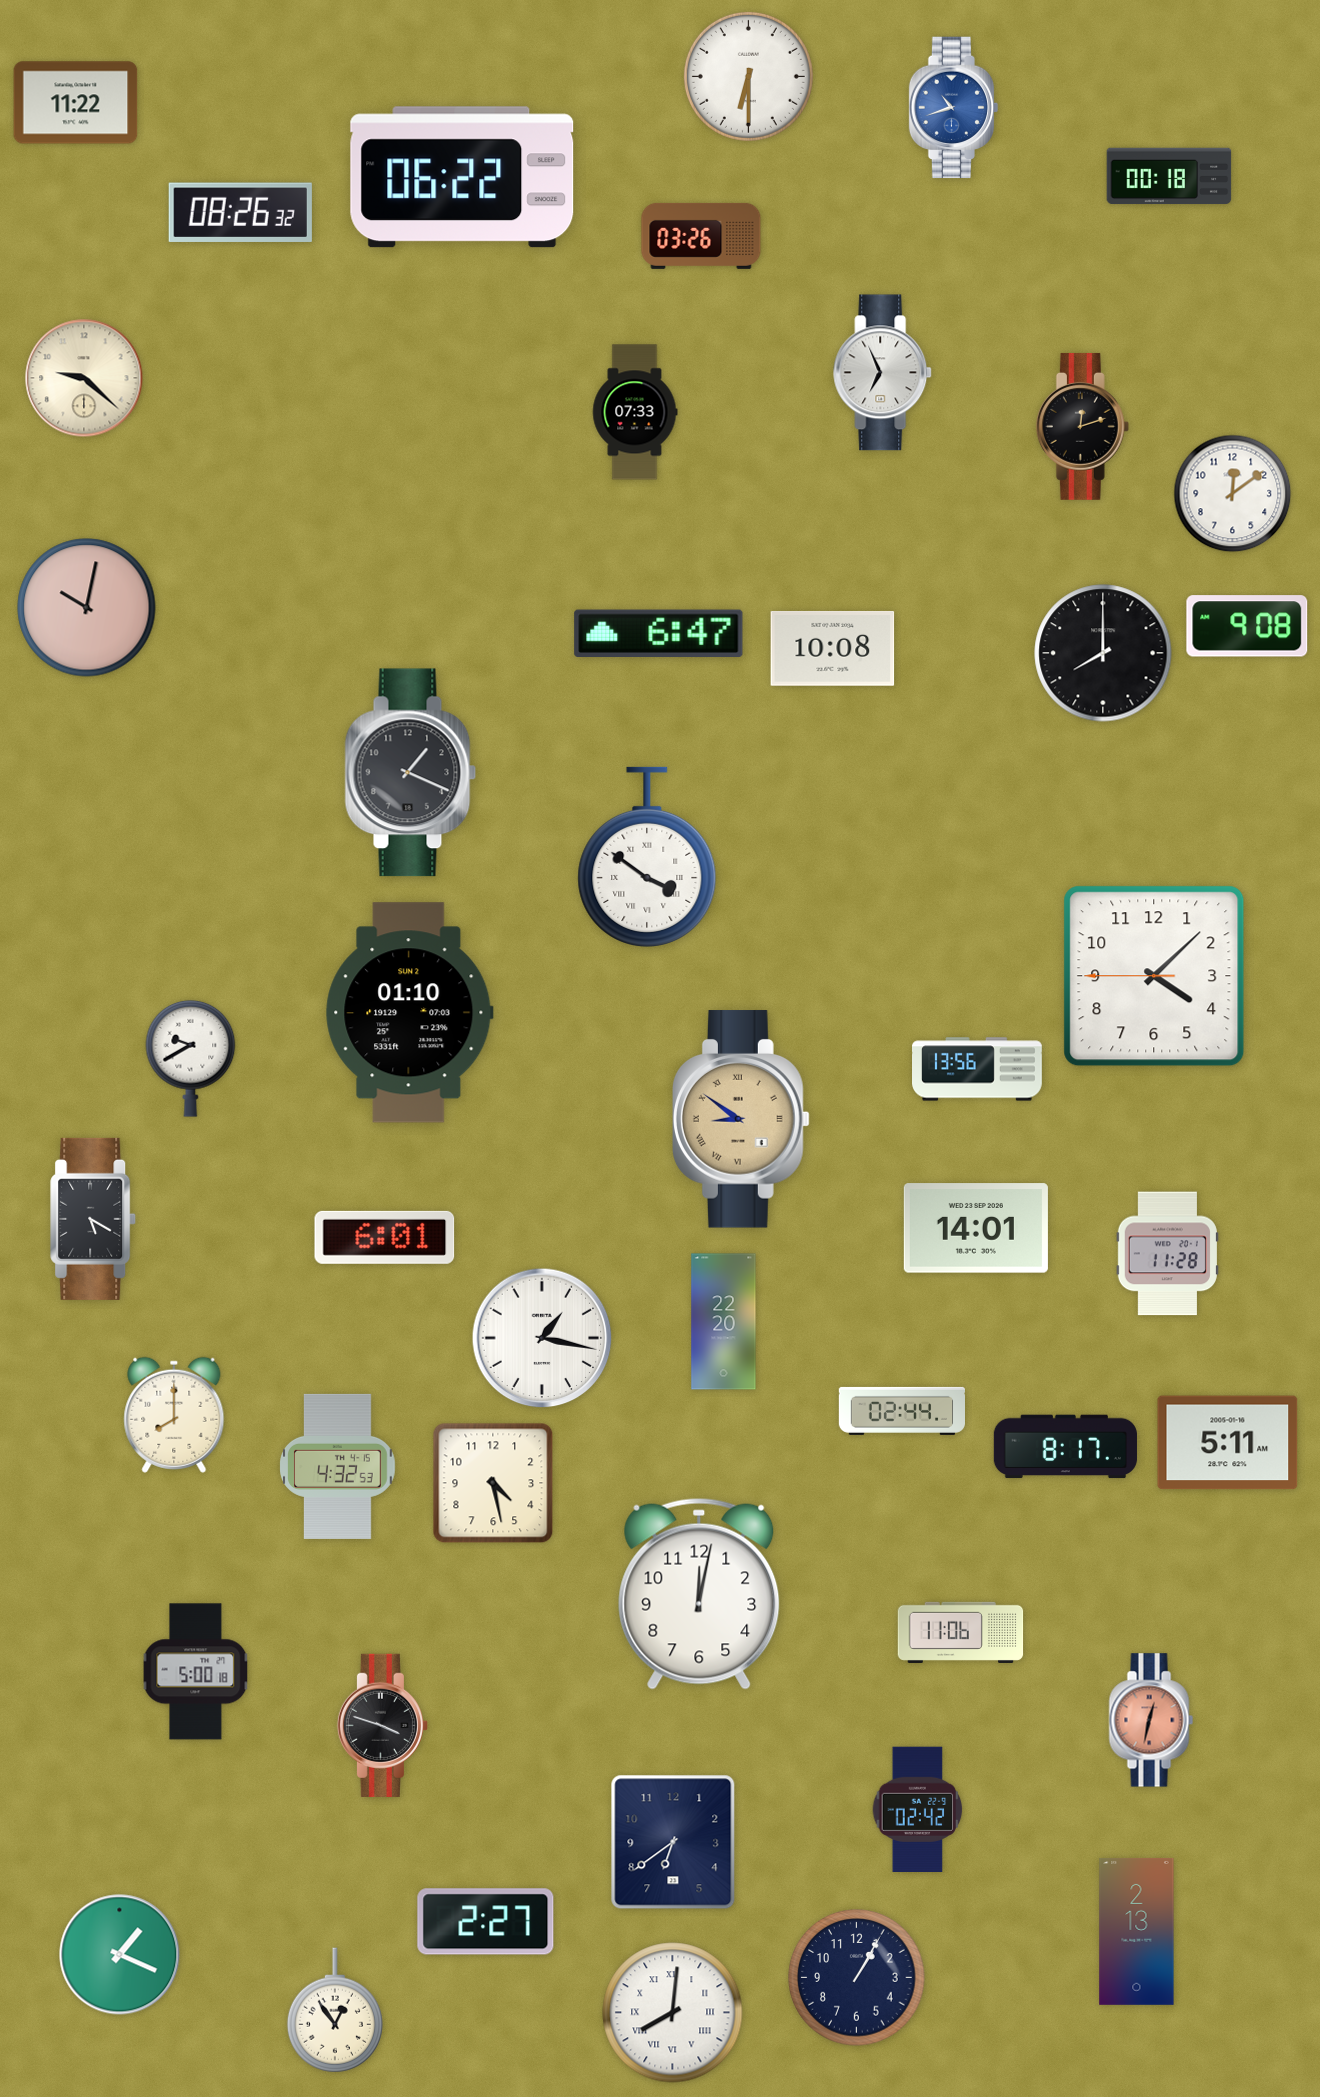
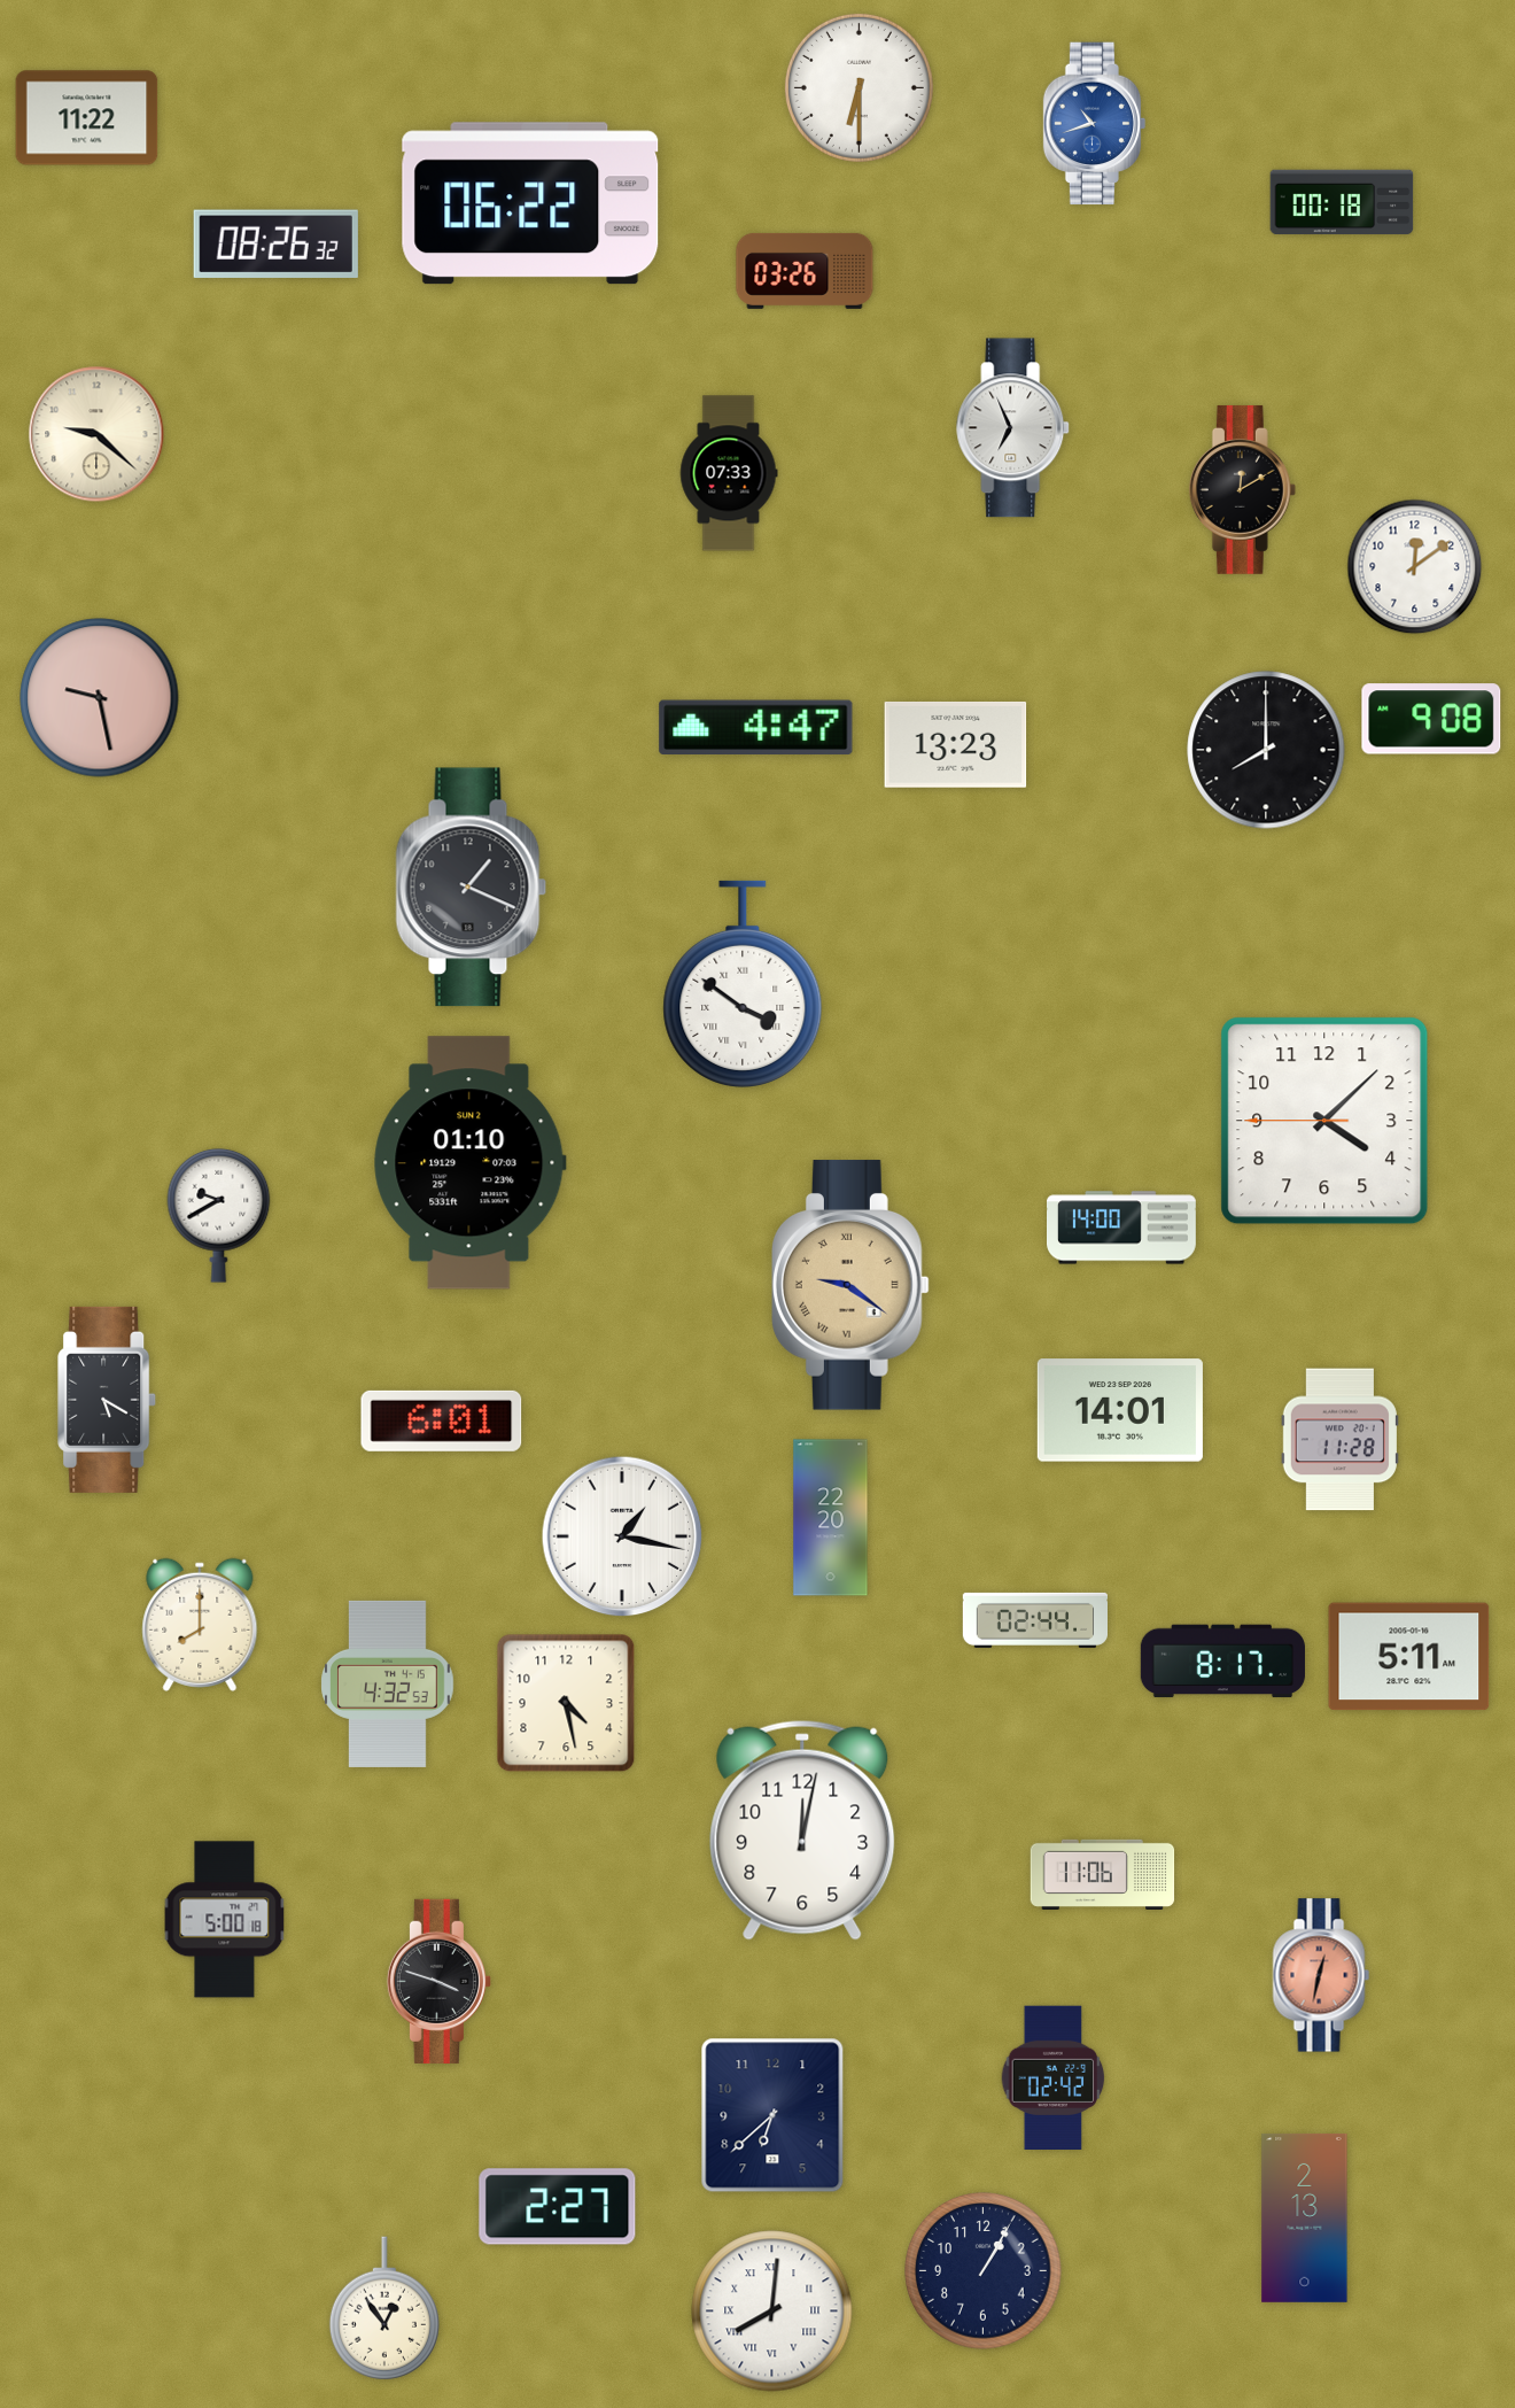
clock at (1082, 426): 12:12 -> 12:10
clock at (87, 608): 10:02 -> 9:28
clock at (659, 634): 6:47 -> 4:47
clock at (833, 648): 10:08 -> 13:23
clock at (978, 1069): 13:56 -> 14:00
clock at (741, 1119): 8:51 -> 9:21
clock at (673, 1842): 6:39 -> 6:38
clock at (120, 1955): 1:19 -> none
